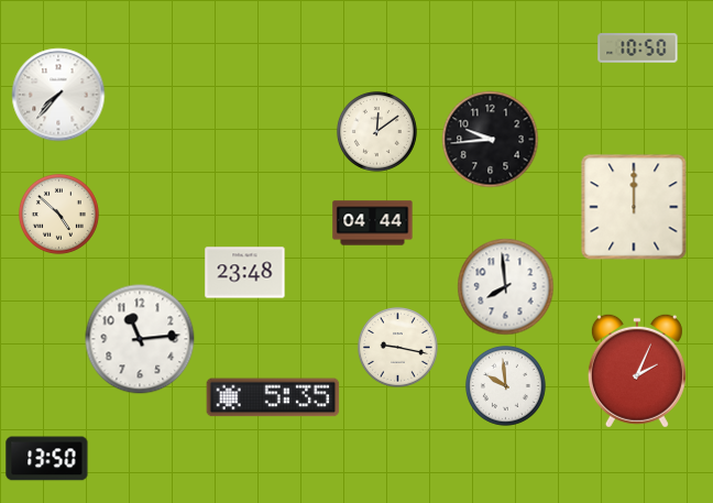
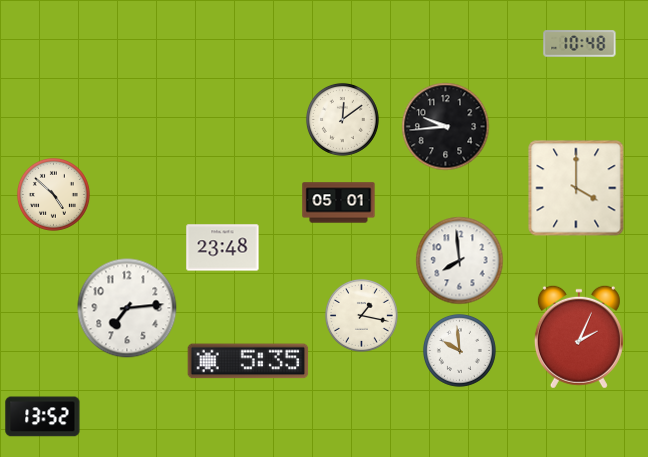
clock at (638, 48): 10:50 -> 10:48
clock at (58, 95): 7:37 -> none
clock at (634, 207): 12:00 -> 4:00
clock at (373, 223): 04:44 -> 05:01
clock at (140, 339): 11:14 -> 7:14
clock at (397, 347): 9:17 -> 1:17
clock at (47, 459): 13:50 -> 13:52
